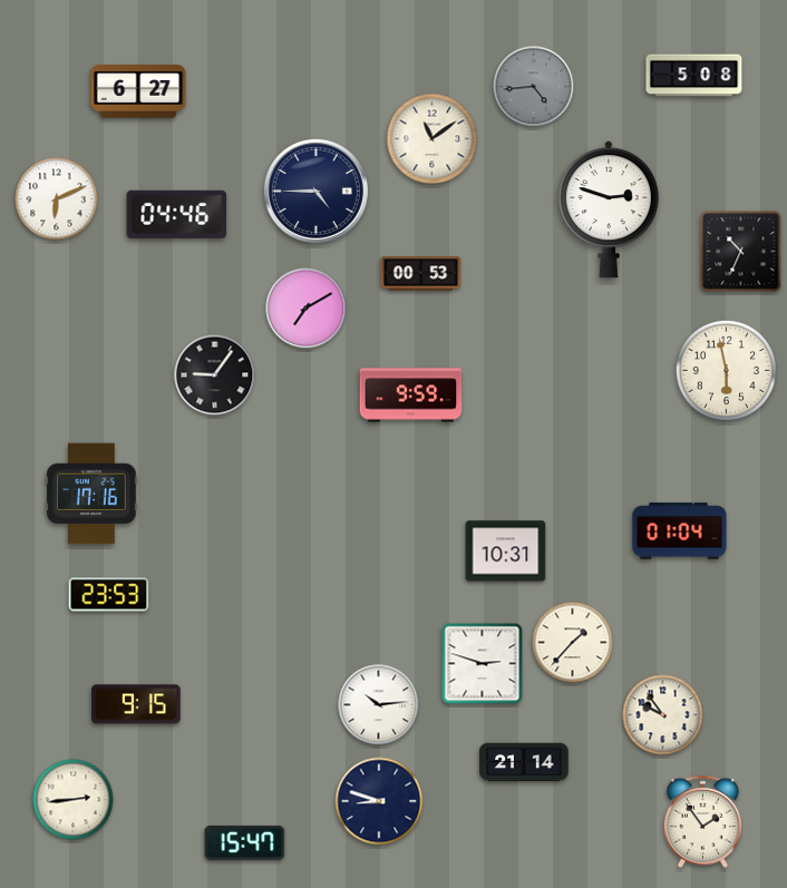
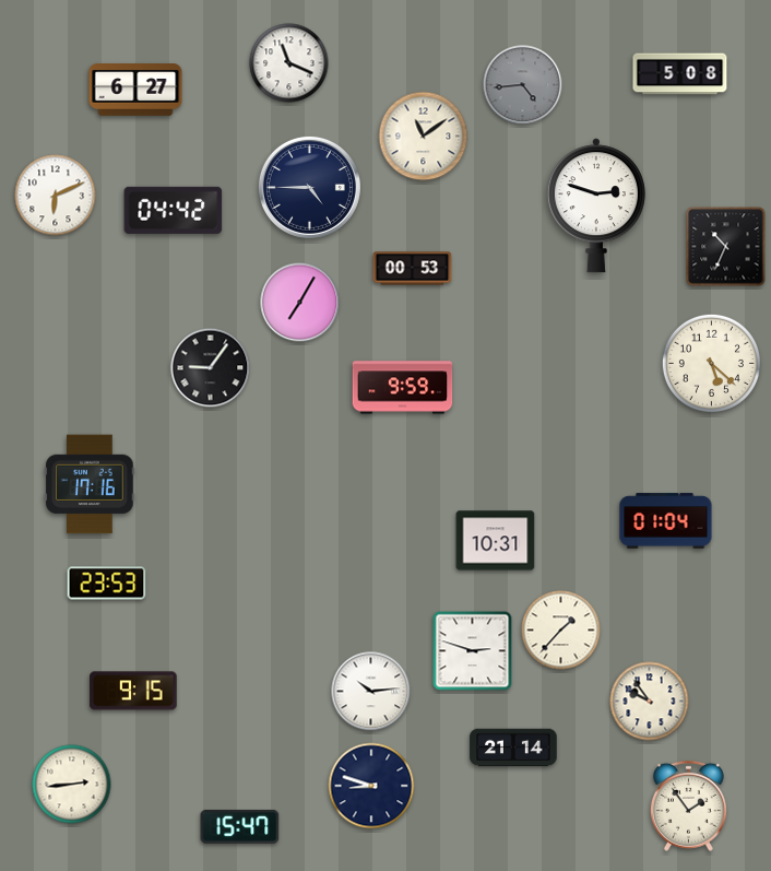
clock at (289, 63): none -> 11:19
clock at (177, 214): 04:46 -> 04:42
clock at (307, 309): 7:10 -> 7:05
clock at (726, 370): 5:58 -> 5:22
